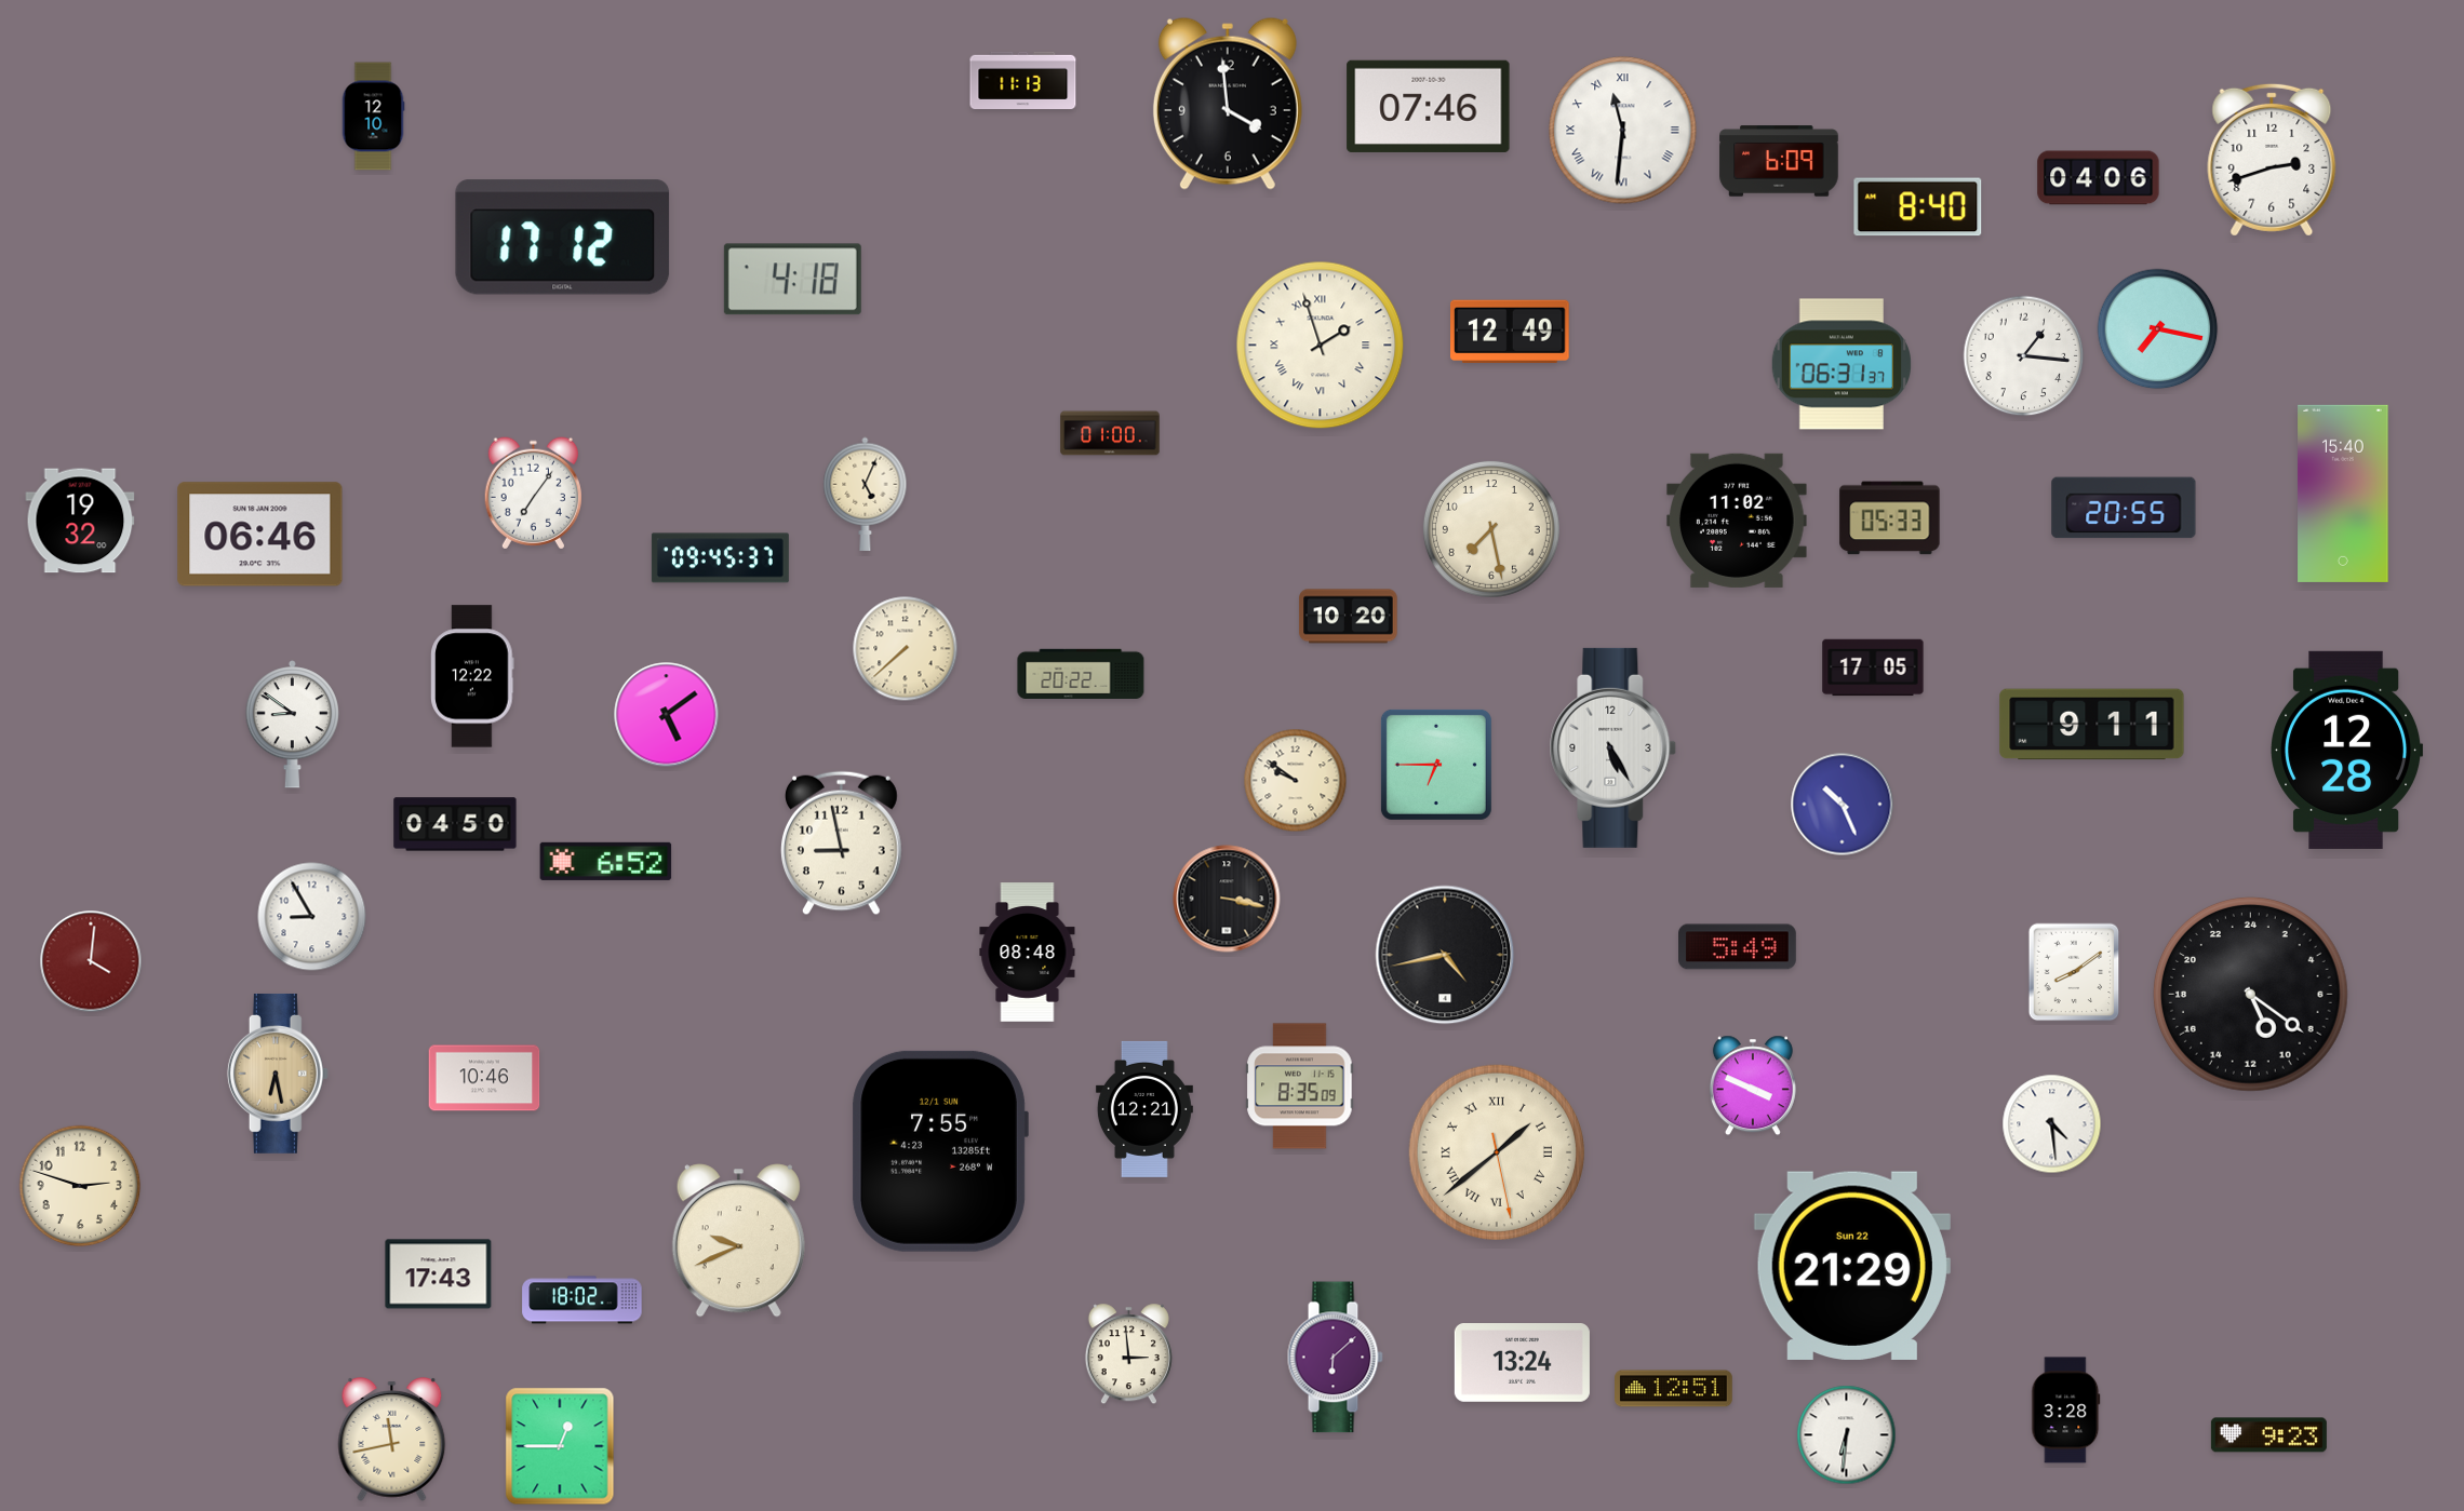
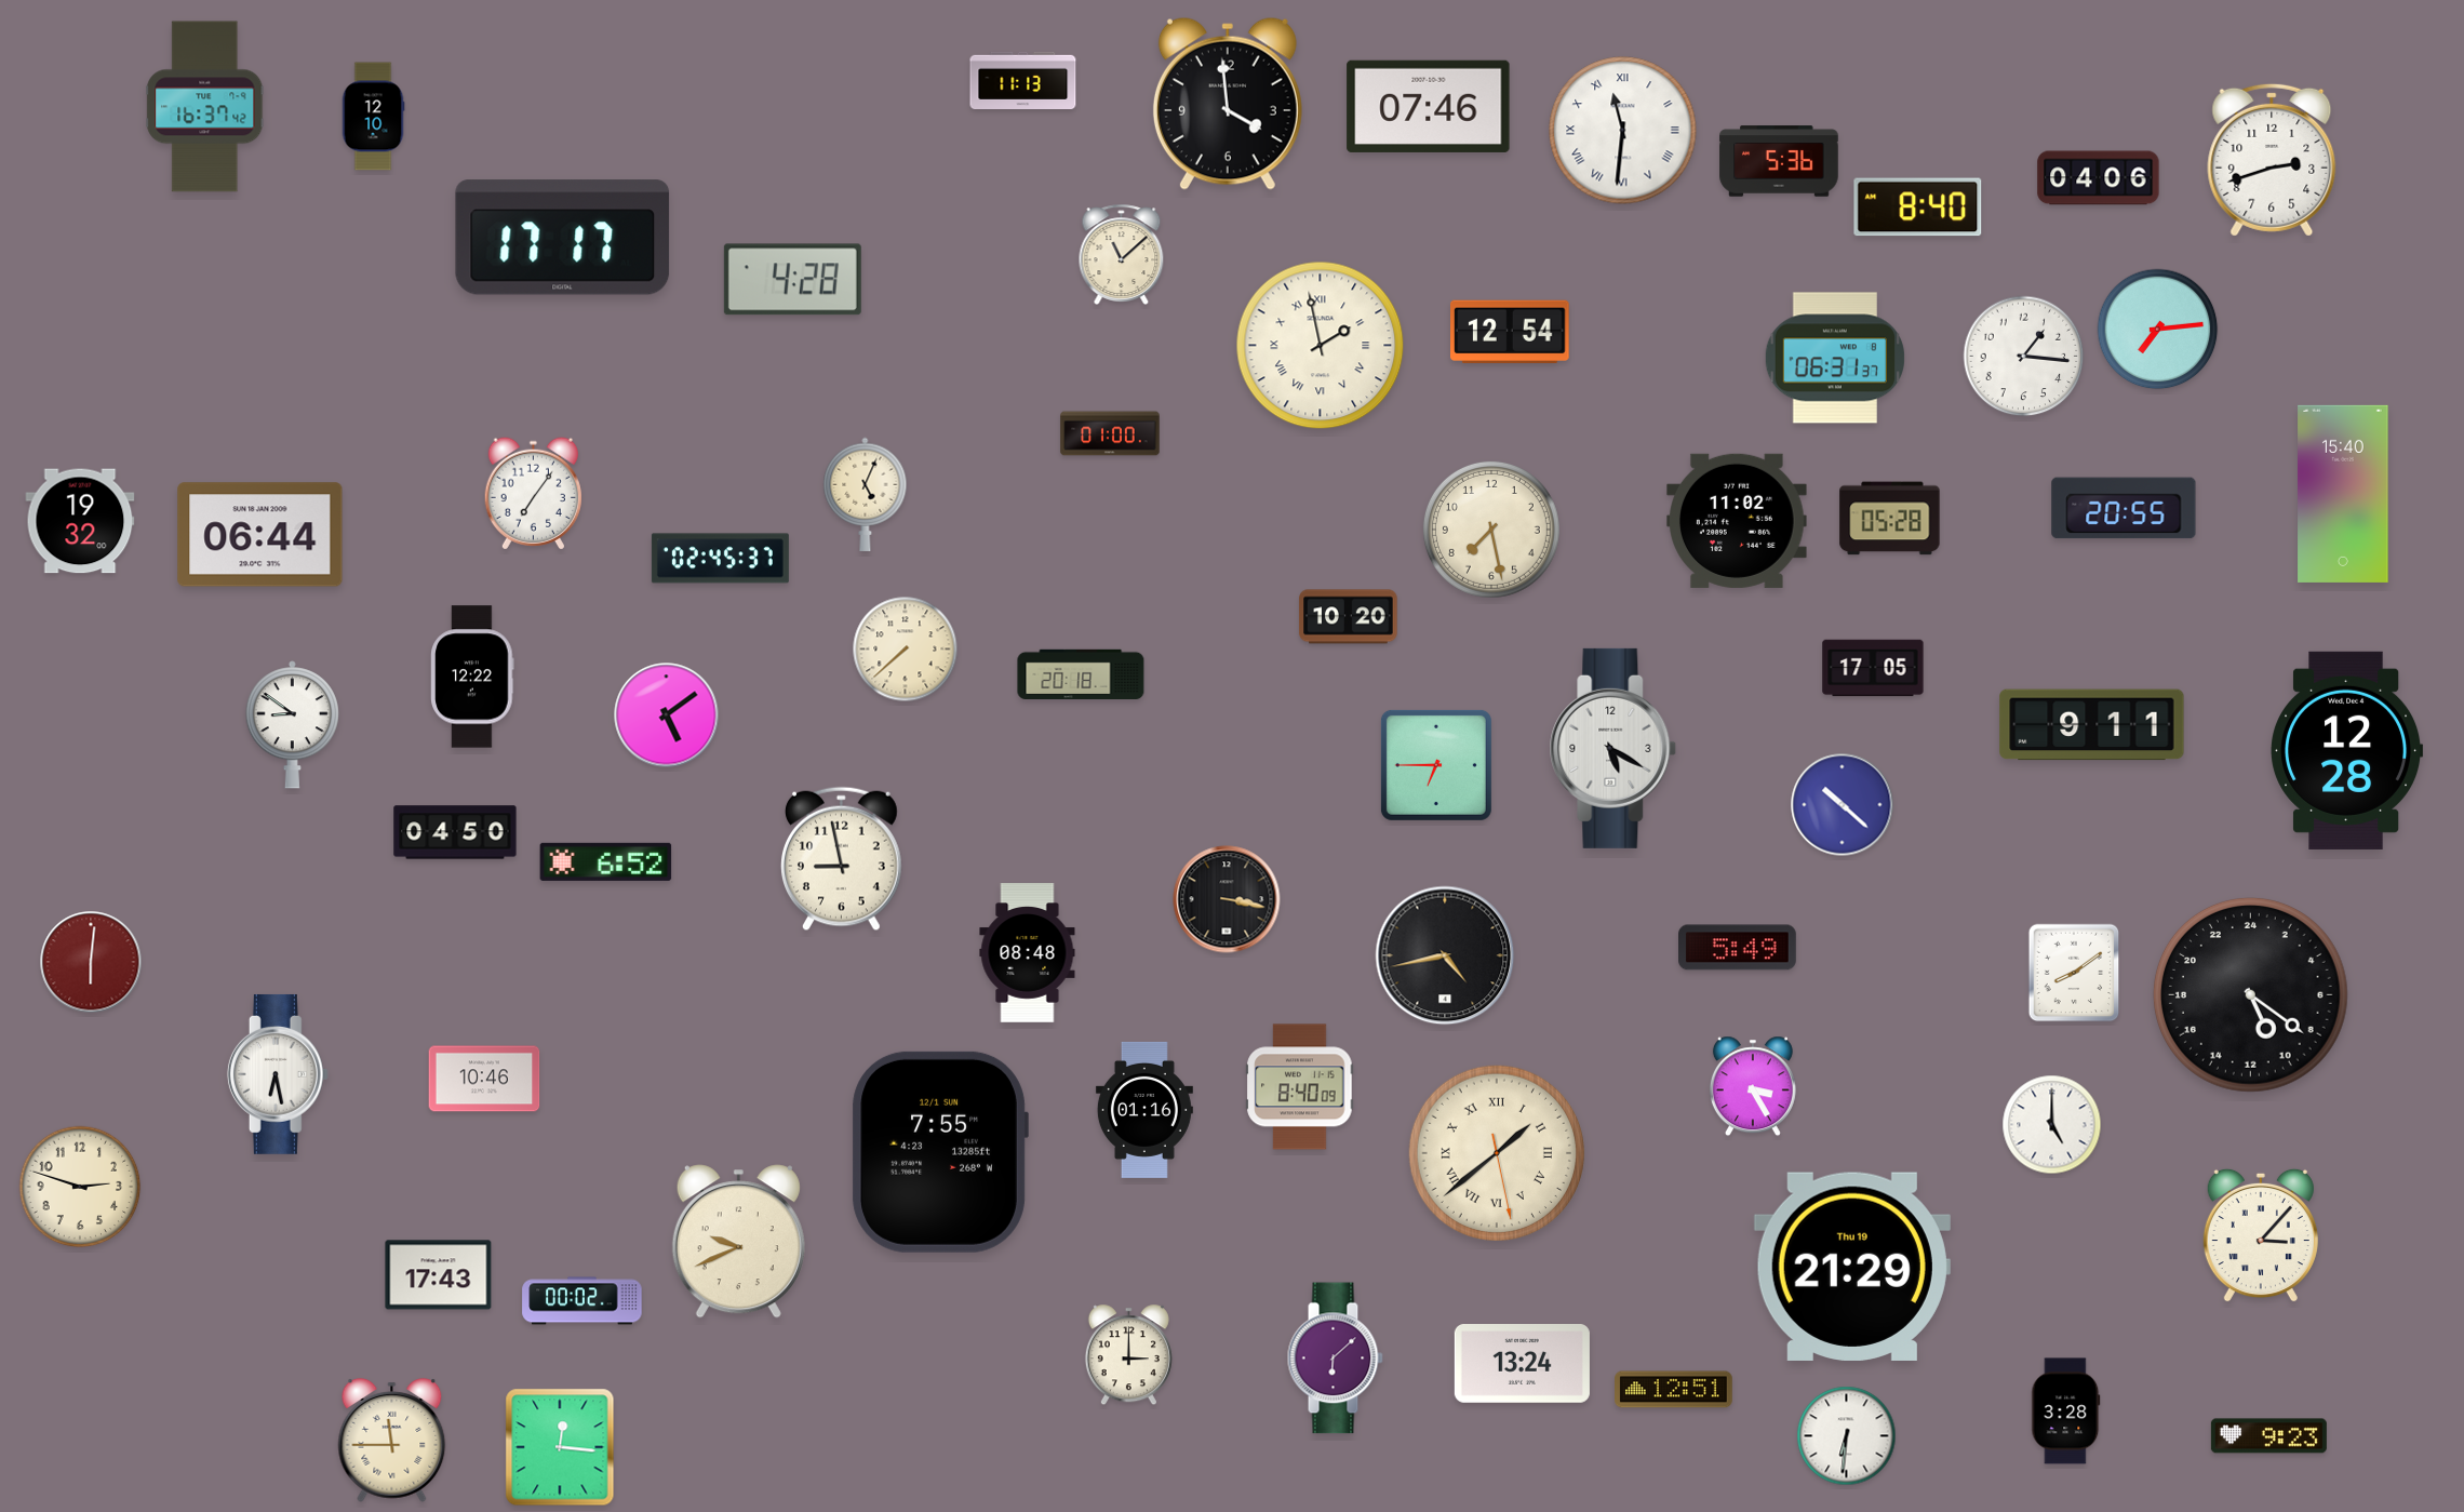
clock at (205, 107): none -> 16:37
clock at (1779, 161): 6:09 -> 5:36
clock at (563, 238): 17:12 -> 17:17
clock at (1122, 254): none -> 11:08
clock at (792, 280): 4:18 -> 4:28
clock at (2158, 329): 7:17 -> 7:14
clock at (1511, 330): 12:49 -> 12:54
clock at (1321, 346): 1:57 -> 1:58
clock at (1840, 364) position: (1840, 364) -> (1834, 358)
clock at (1890, 518): 05:33 -> 05:28
clock at (260, 535): 06:46 -> 06:44
clock at (720, 558): 09:45 -> 02:45
clock at (1081, 673): 20:22 -> 20:18
clock at (1613, 747): 5:25 -> 5:20
clock at (1296, 781): 9:51 -> none
clock at (1843, 805): 10:26 -> 10:22
clock at (455, 824) position: (455, 824) -> (455, 832)
clock at (841, 844) position: (841, 844) -> (841, 859)
clock at (312, 917): 8:55 -> none
clock at (91, 961): 4:01 -> 6:01
clock at (278, 1074) dial: champagne -> white
clock at (1753, 1085): 3:49 -> 3:25
clock at (1300, 1087): 8:35 -> 8:40
clock at (1144, 1109): 12:21 -> 01:16
clock at (2052, 1124): 4:29 -> 5:00
clock at (2261, 1235): none -> 3:07
clock at (1852, 1265) date: Sun 22 -> Thu 19
clock at (582, 1300): 18:02 -> 00:02
clock at (1128, 1354): 2:59 -> 3:00
clock at (392, 1439): 11:43 -> 11:45
clock at (560, 1446): 12:45 -> 12:16
